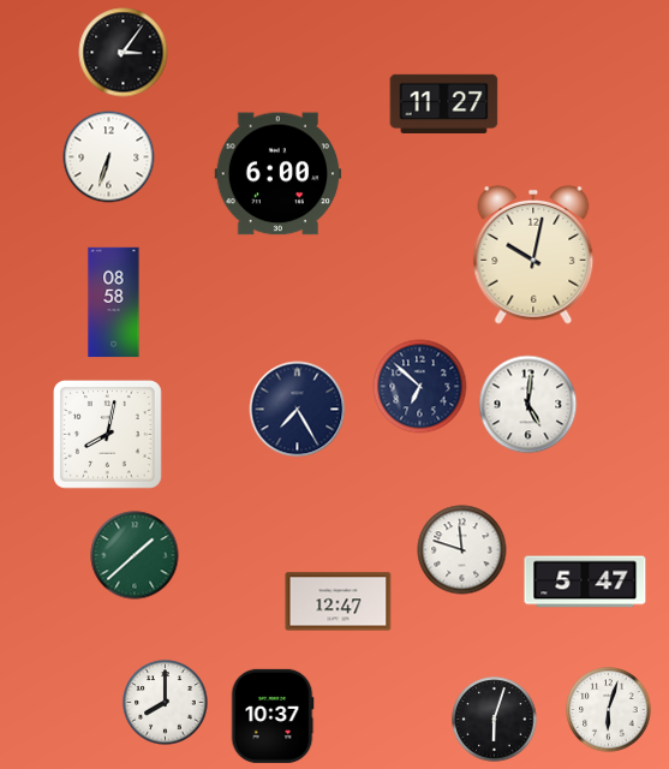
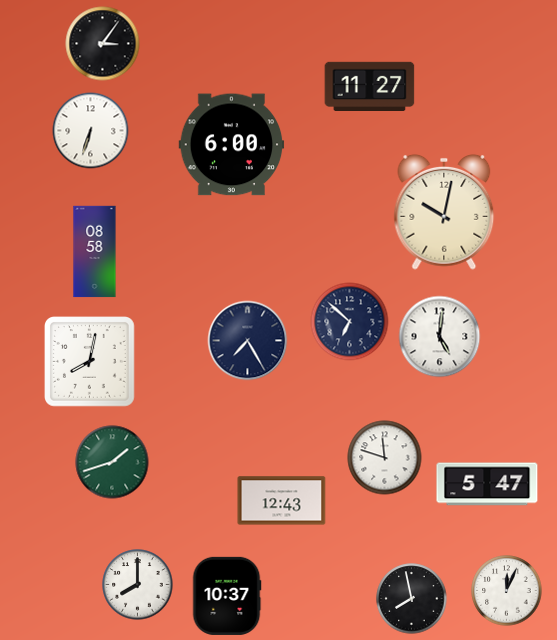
clock at (135, 555): 1:38 -> 1:42
clock at (339, 602): 12:47 -> 12:43
clock at (609, 710): 6:03 -> 12:04
clock at (495, 720): 6:03 -> 7:58
